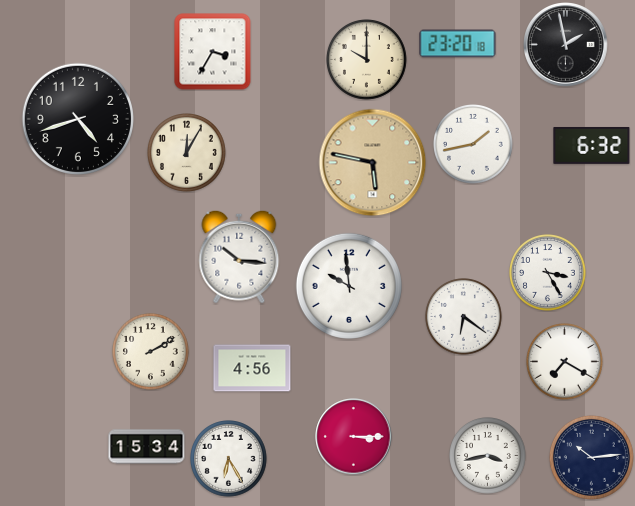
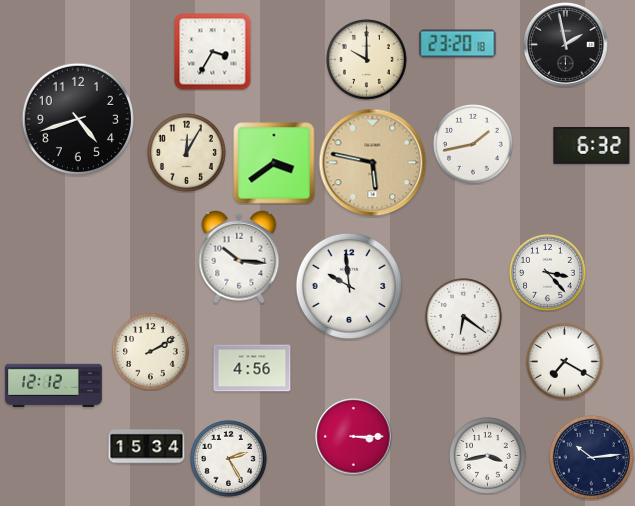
clock at (274, 163): none -> 3:39
clock at (548, 273): 3:25 -> 3:23
clock at (53, 385): none -> 12:12
clock at (229, 459): 6:25 -> 2:25
